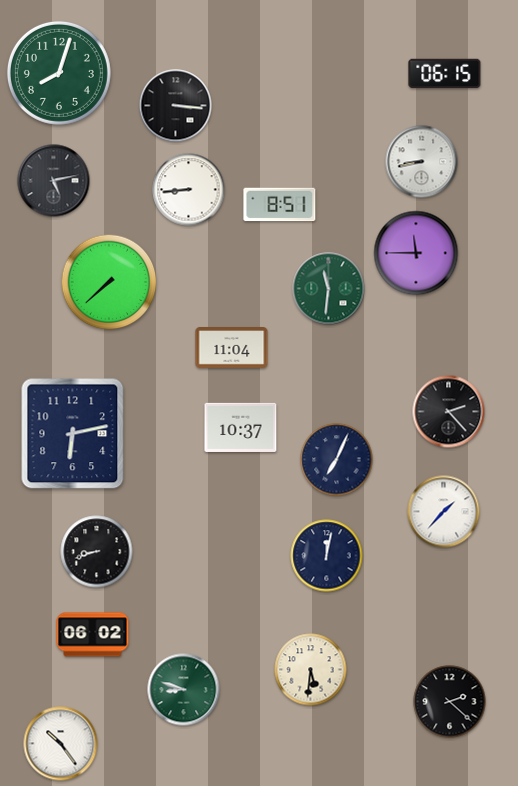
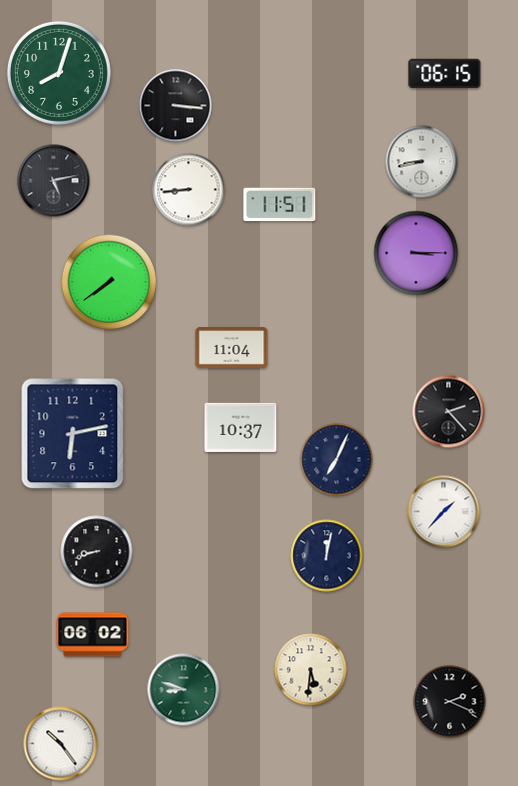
clock at (280, 205): 8:51 -> 11:51
clock at (416, 253): 11:45 -> 3:15
clock at (109, 282): 7:38 -> 7:39
clock at (329, 289): 11:31 -> none
clock at (450, 702): 2:22 -> 2:19
